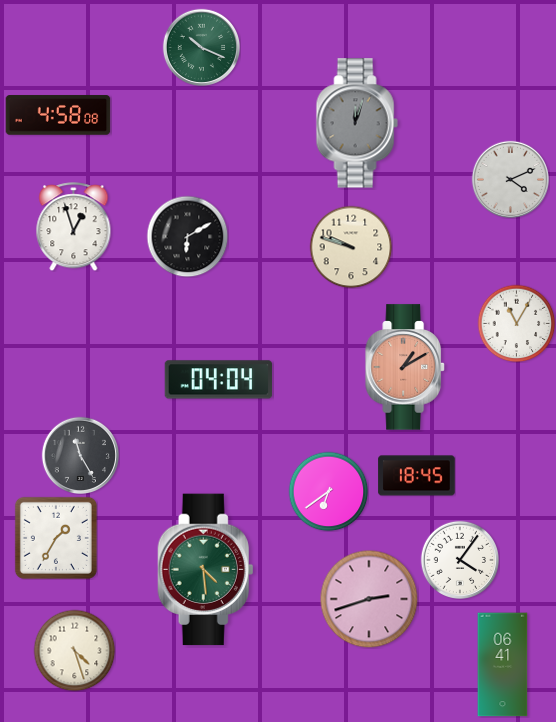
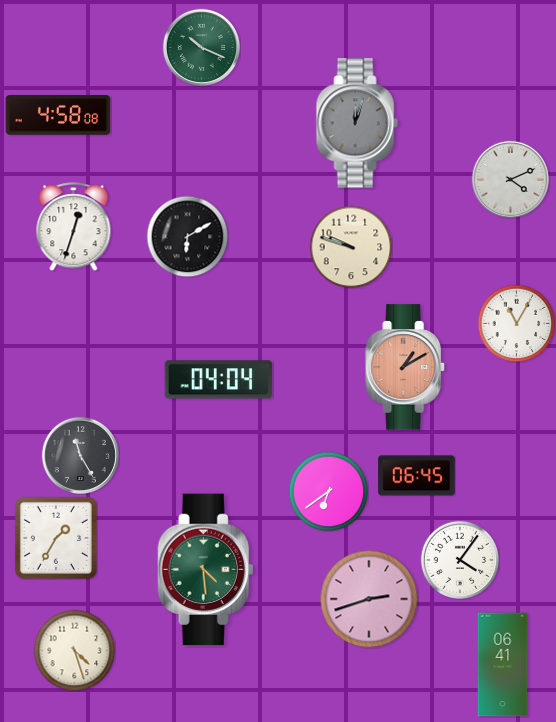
clock at (74, 227): 12:57 -> 12:33
clock at (417, 476): 18:45 -> 06:45
